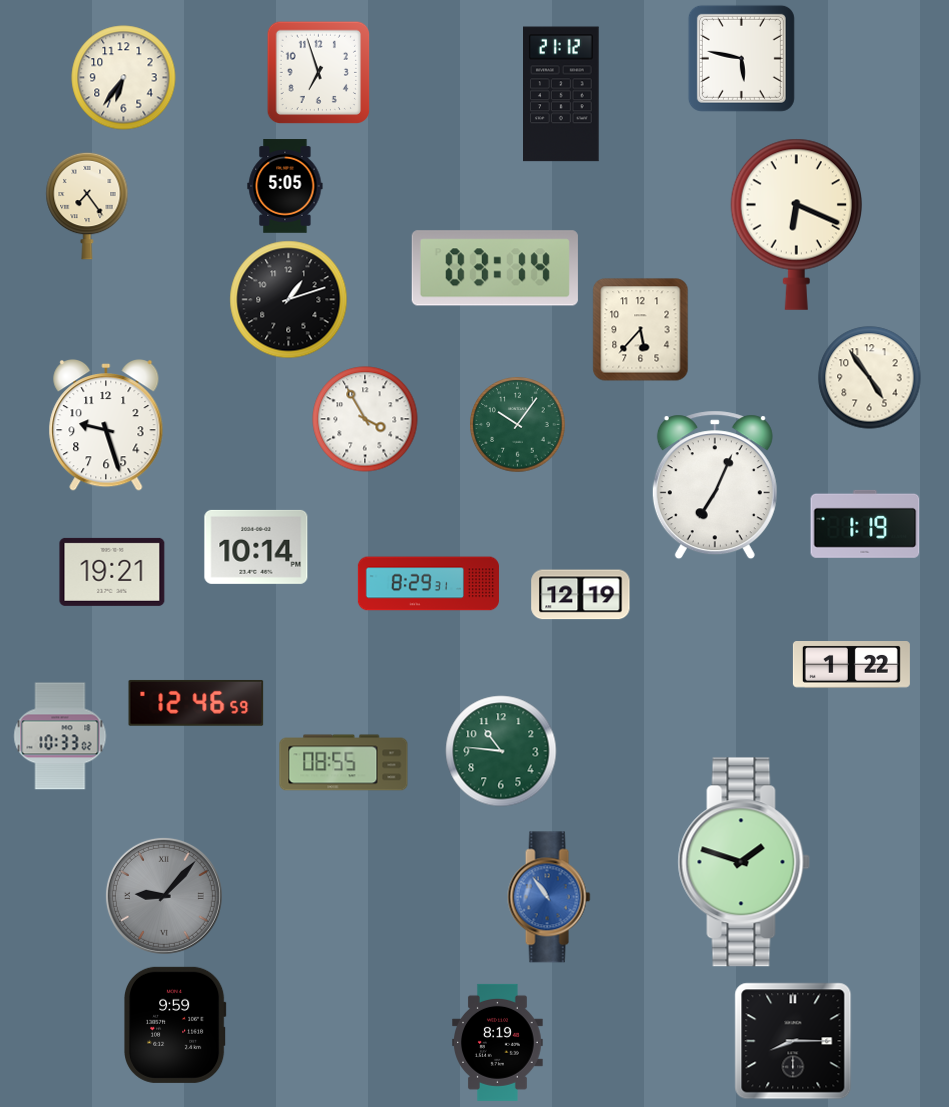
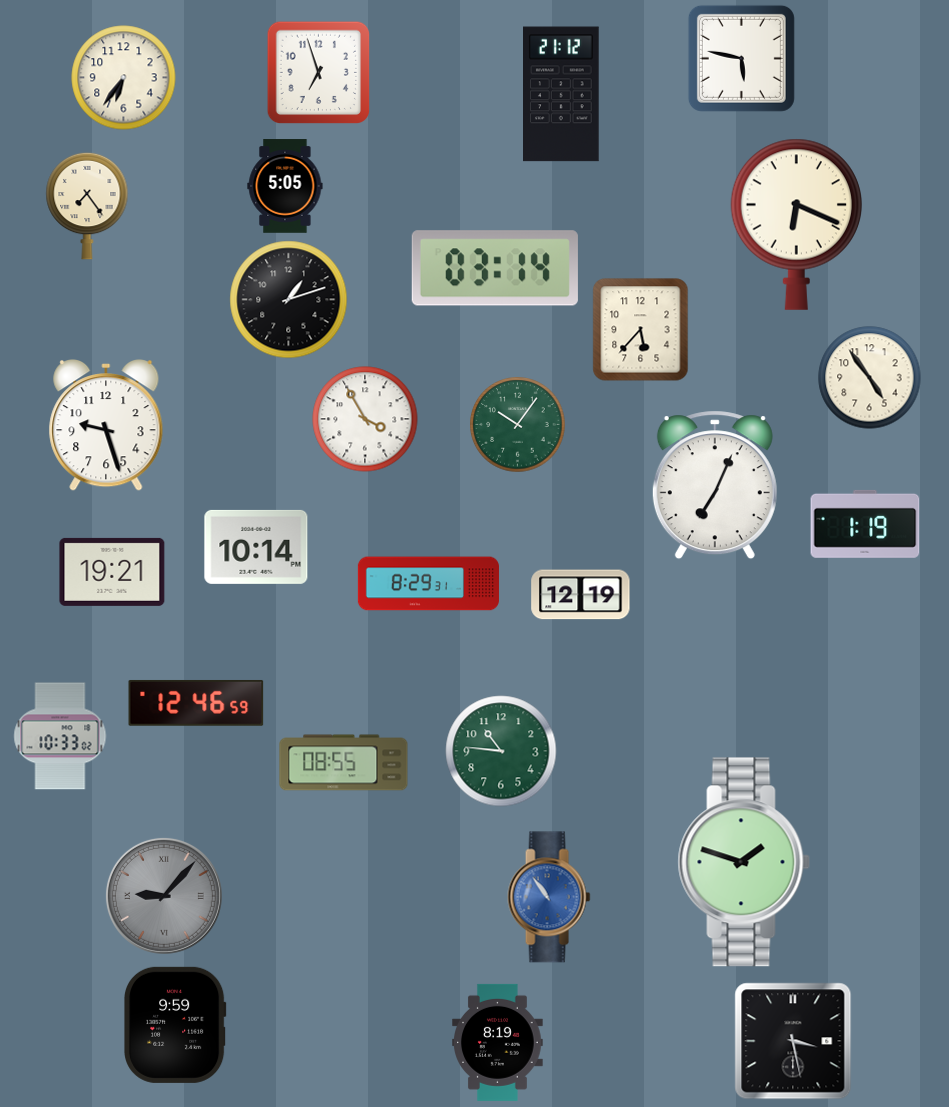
clock at (851, 665): 1:22 -> none
clock at (793, 1041): 8:15 -> 3:28
